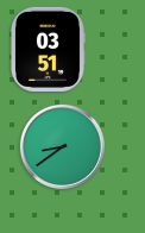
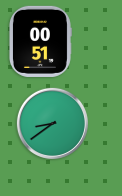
clock at (49, 49): 03:51 -> 00:51
